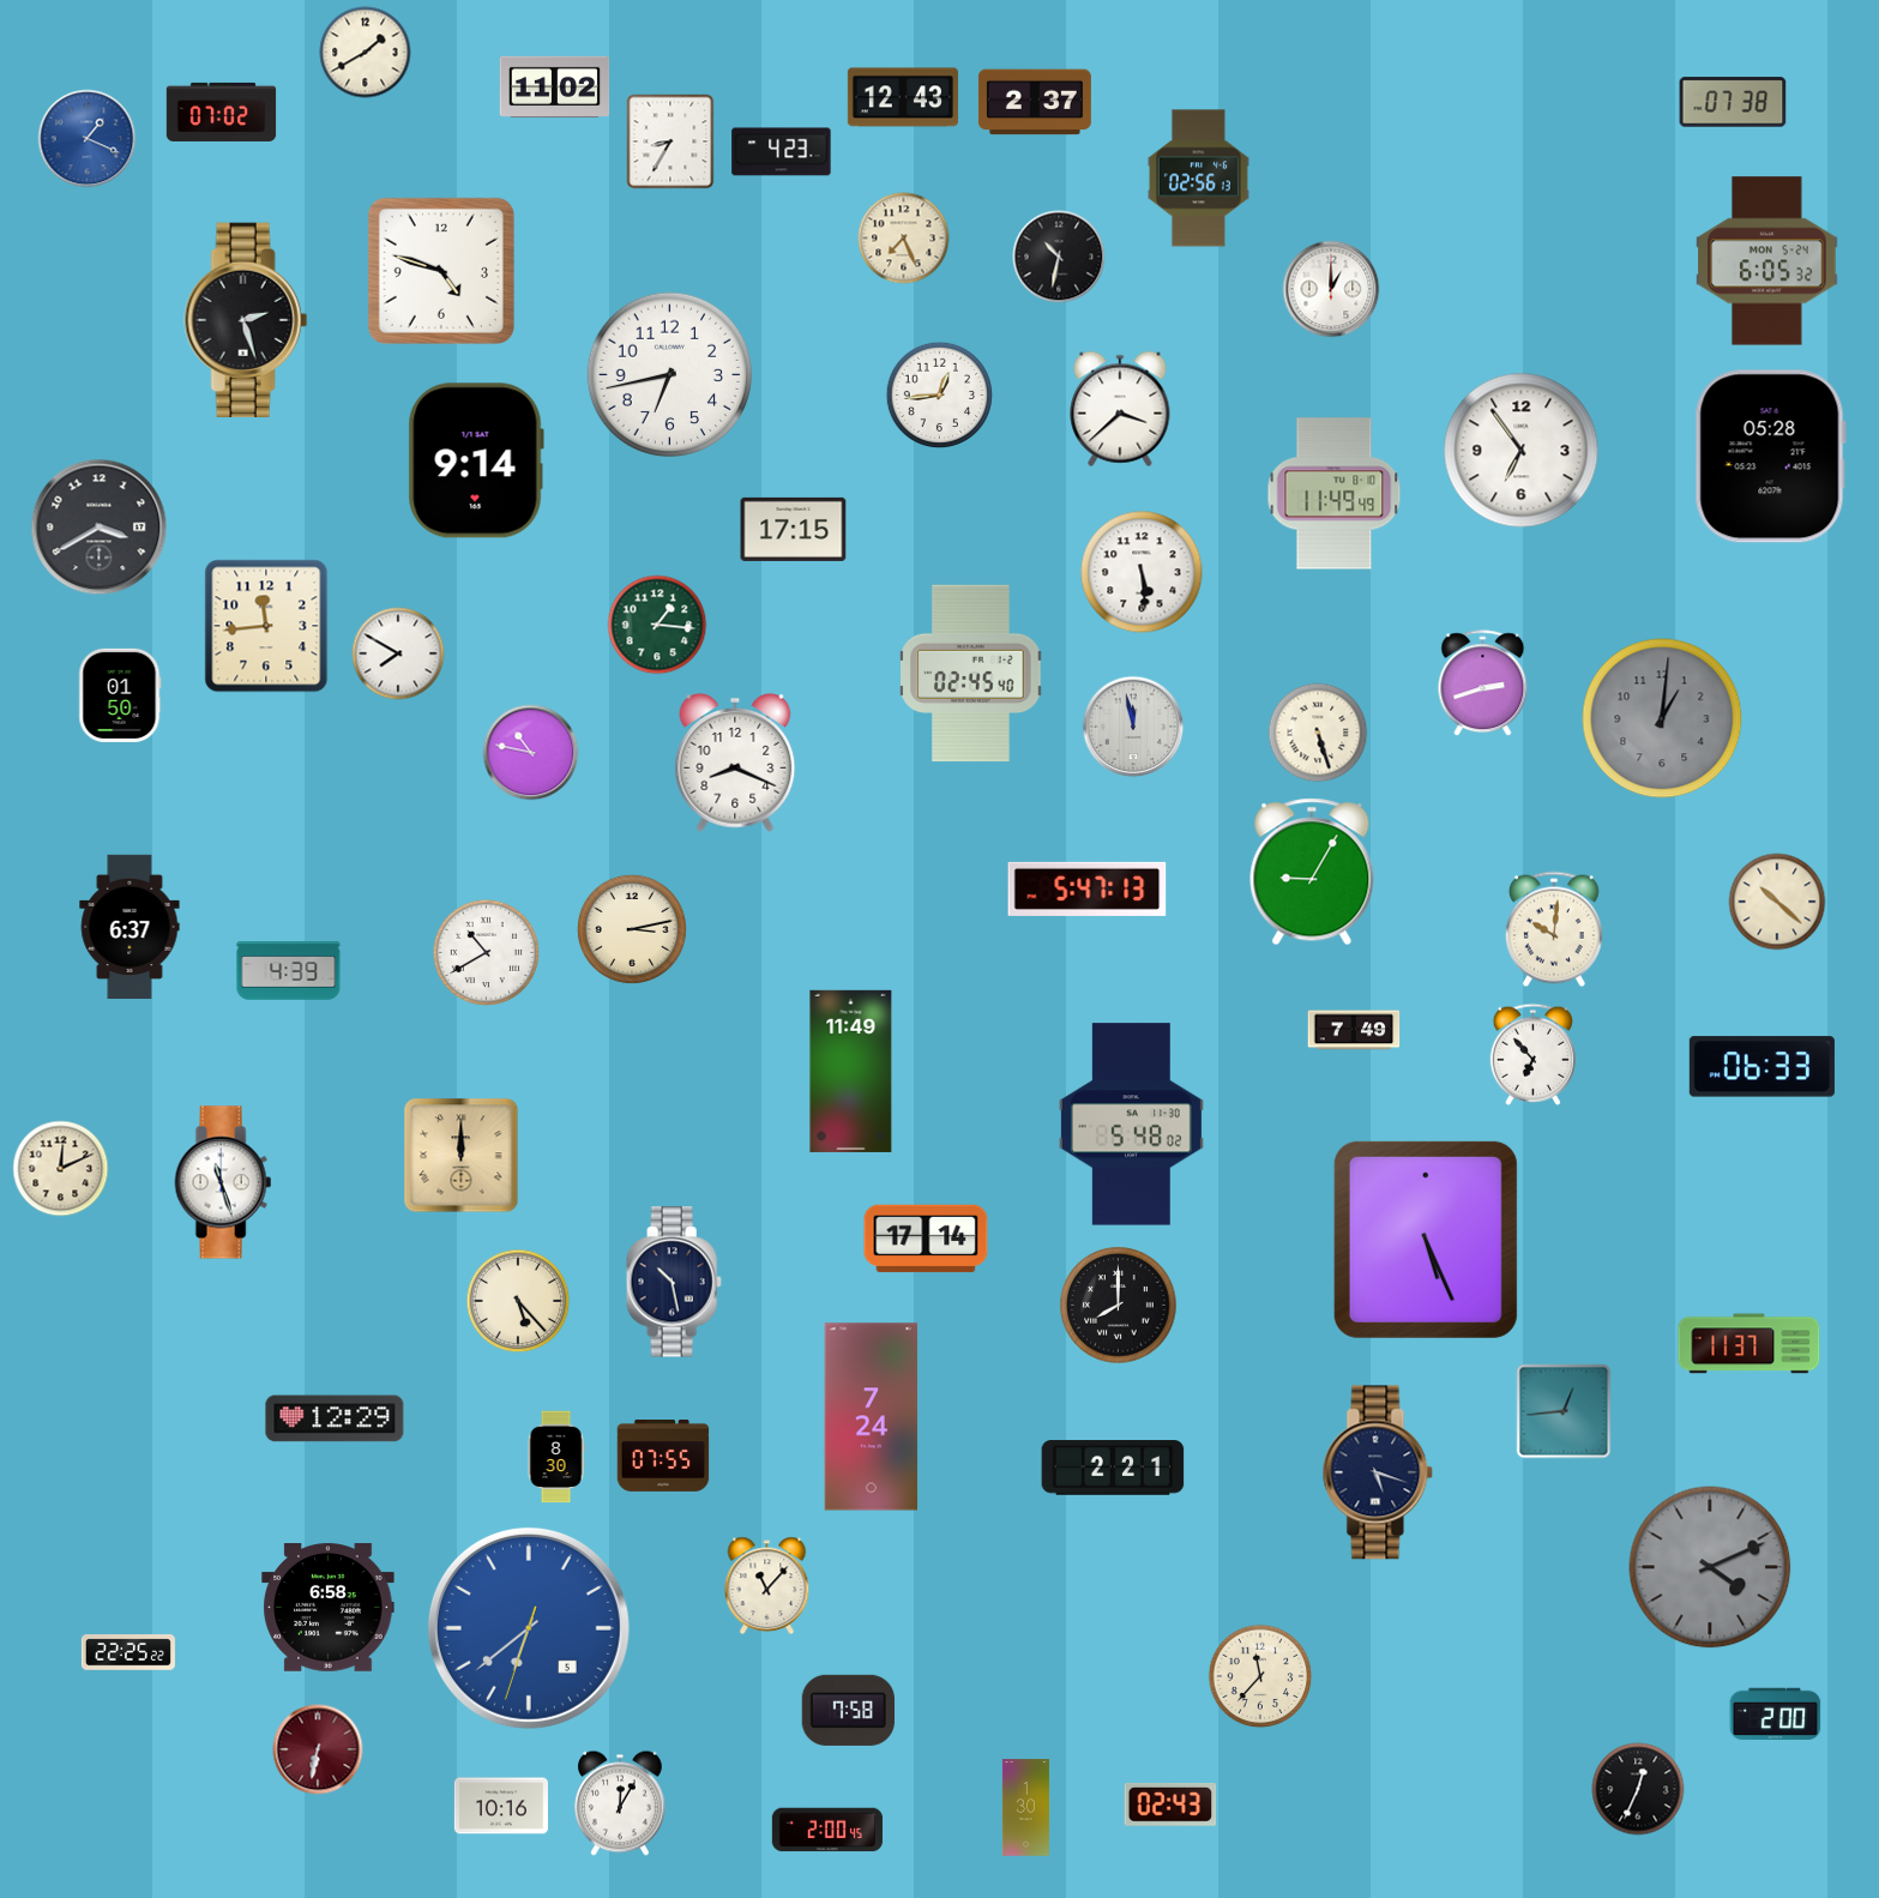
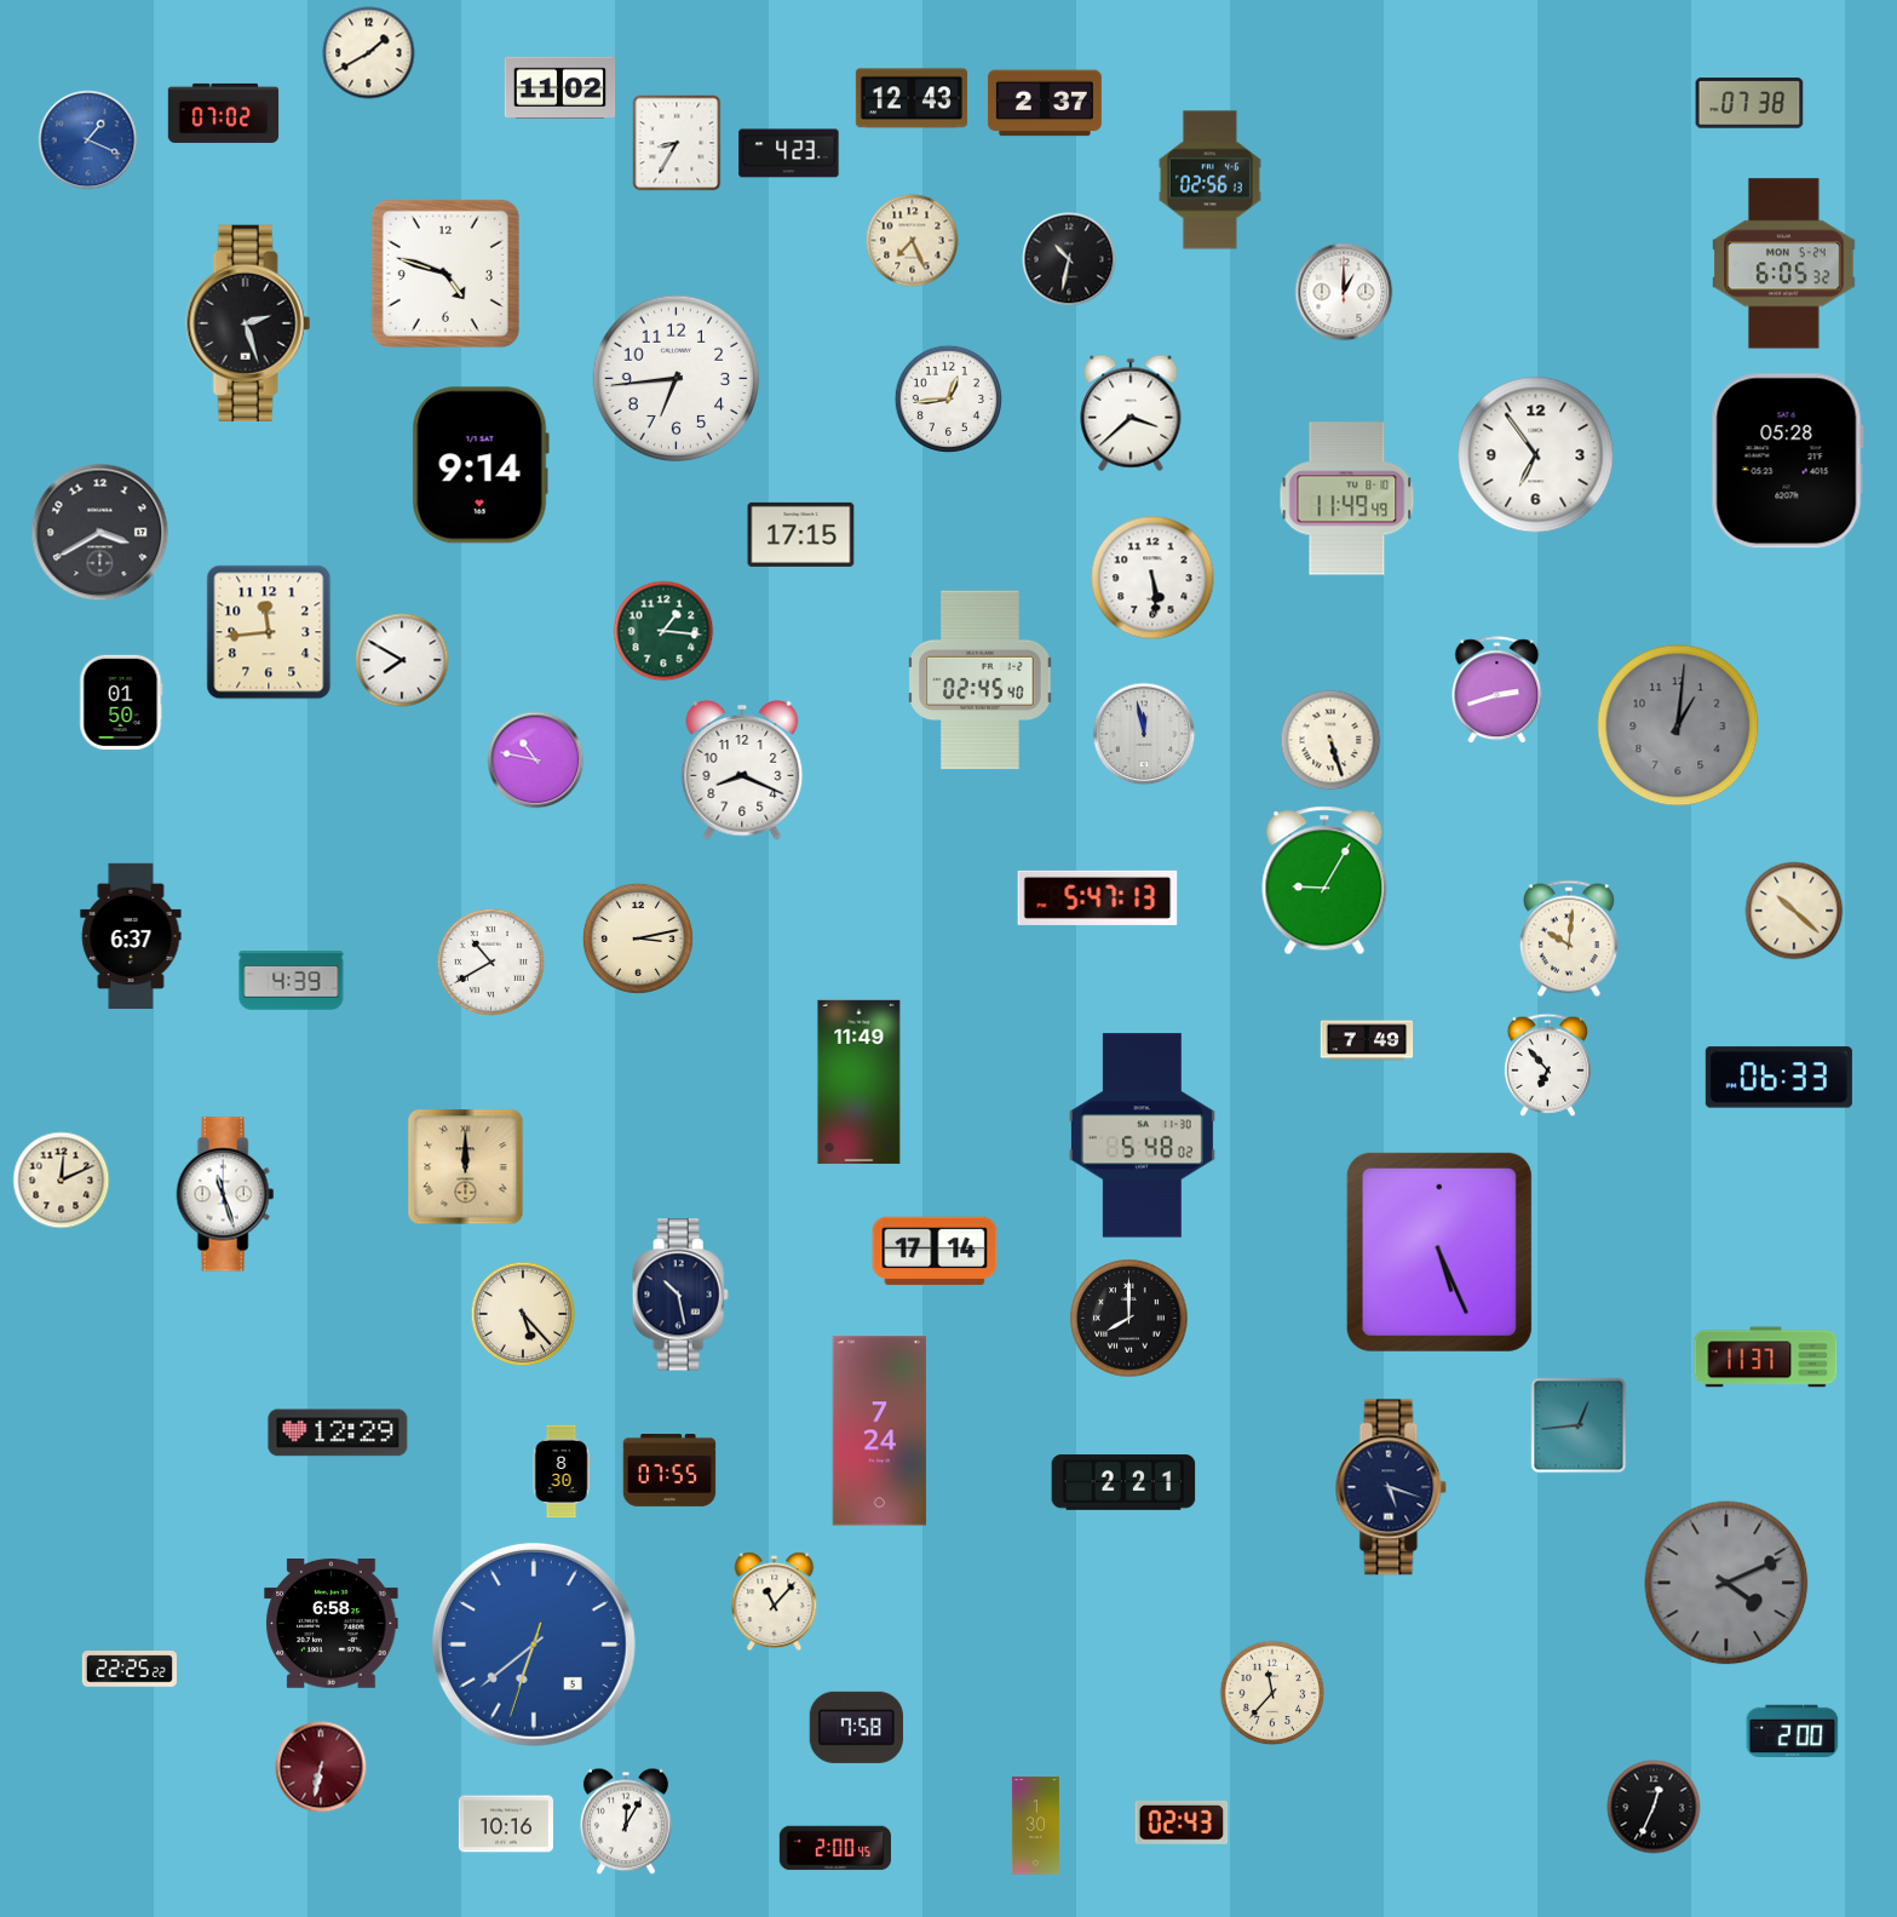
clock at (670, 375): 6:43 -> 6:44
